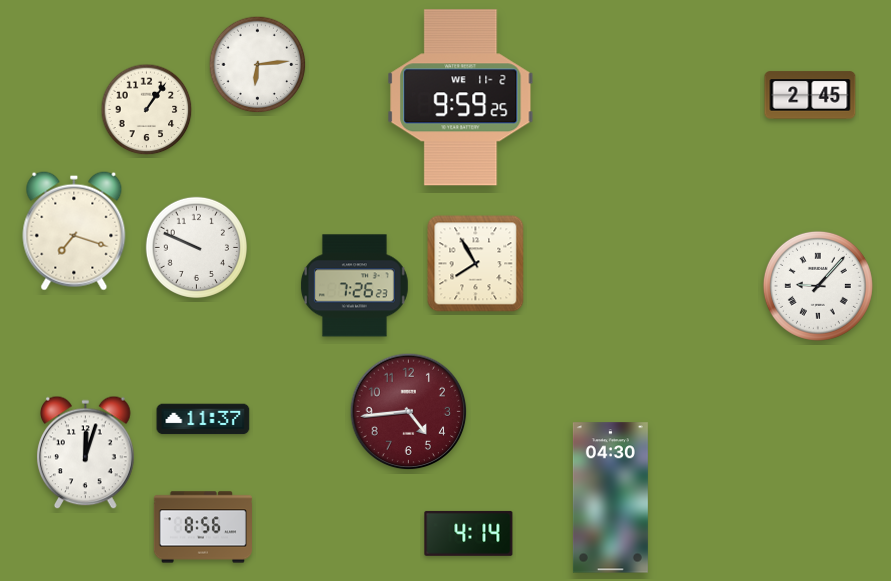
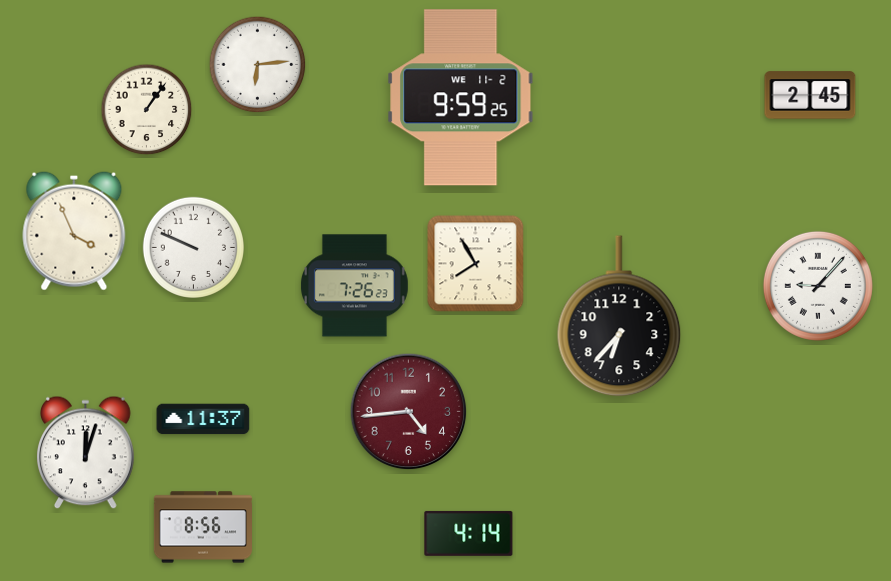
clock at (74, 231): 7:18 -> 3:56
clock at (196, 247) position: (196, 247) -> (193, 247)
clock at (619, 316): none -> 6:37
clock at (610, 498): 04:30 -> none
